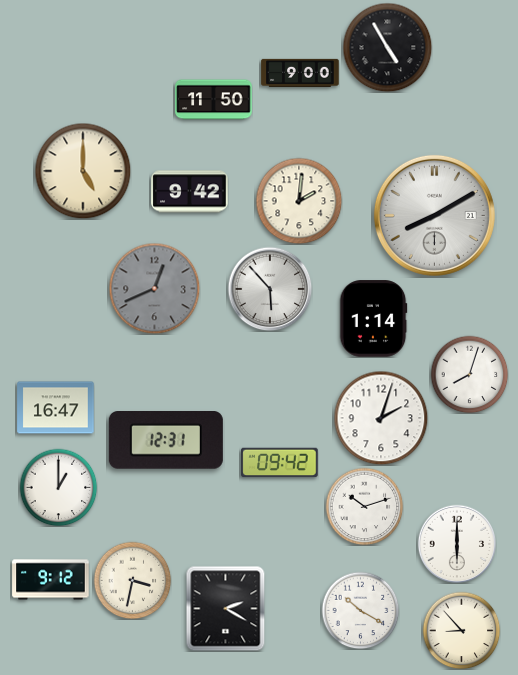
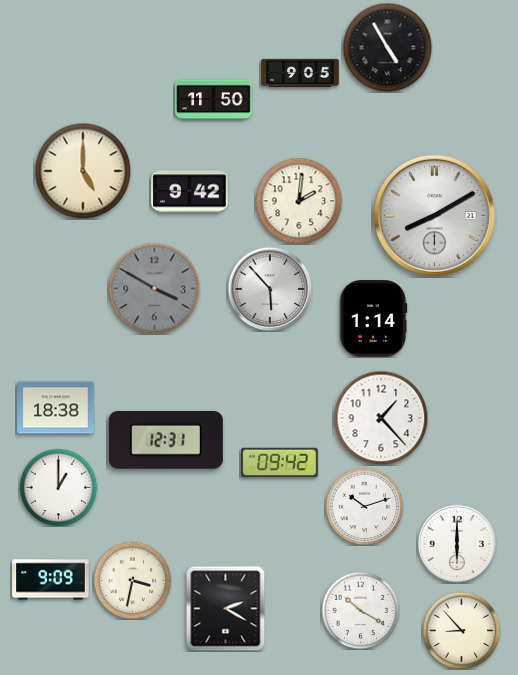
clock at (300, 73): 9:00 -> 9:05
clock at (154, 288): 12:41 -> 3:50
clock at (469, 374): 8:03 -> none
clock at (56, 408): 16:47 -> 18:38
clock at (381, 418): 2:03 -> 1:23
clock at (51, 580): 9:12 -> 9:09
